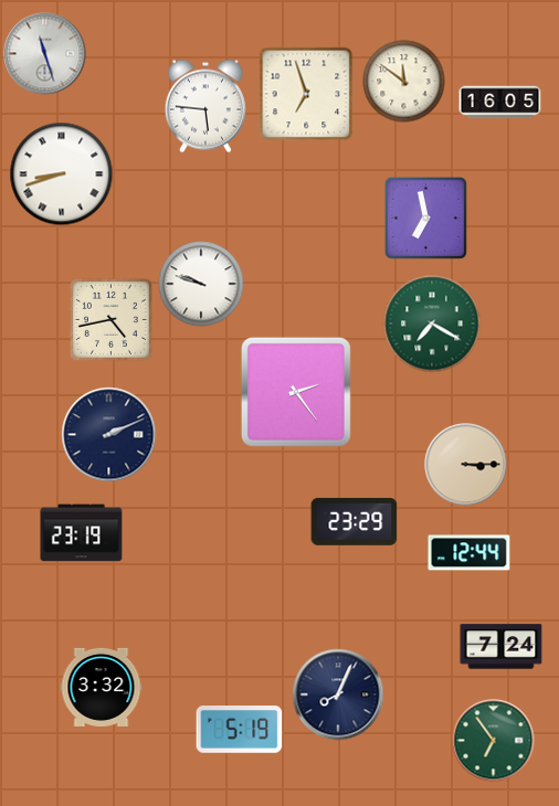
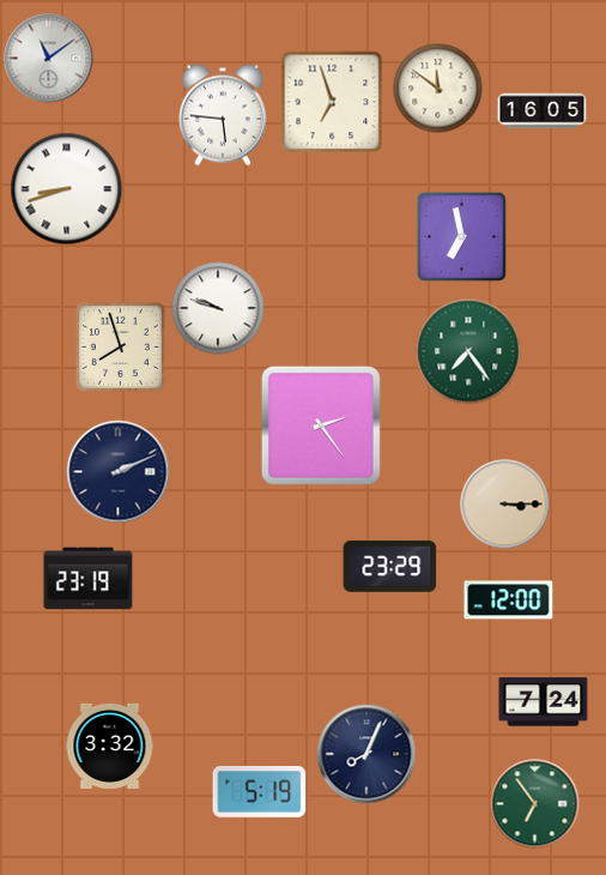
clock at (45, 54): 11:27 -> 11:09
clock at (110, 319): 4:43 -> 7:57
clock at (432, 324): 7:20 -> 7:24
clock at (355, 521) position: (355, 521) -> (390, 566)
clock at (470, 553): 12:44 -> 12:00
